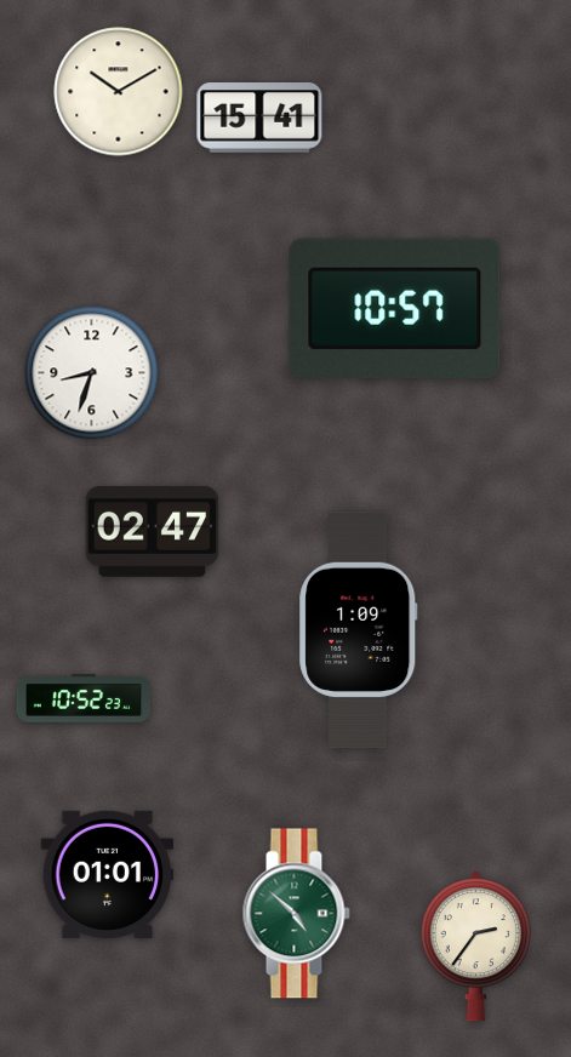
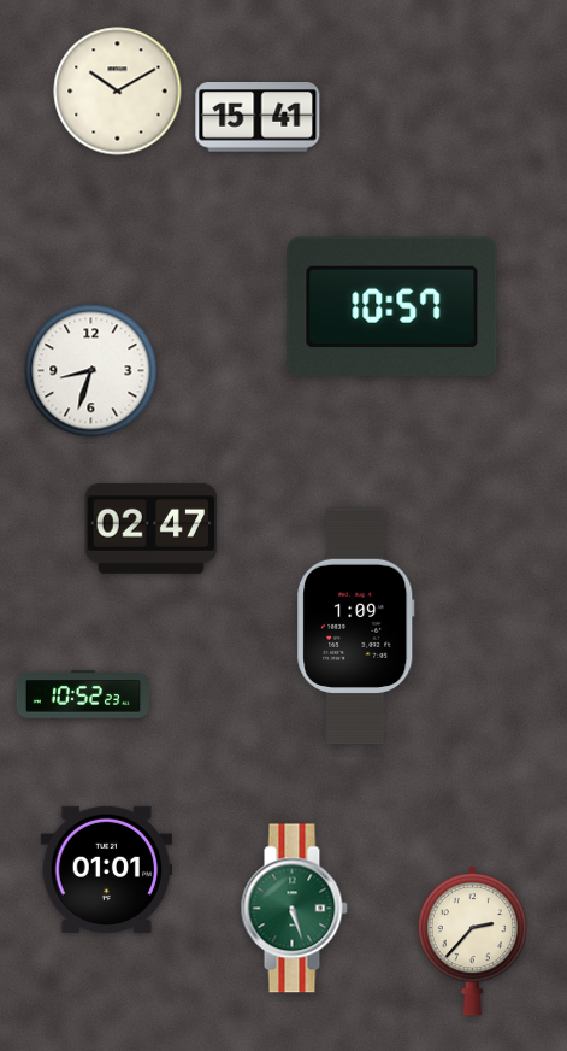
clock at (296, 914): 4:52 -> 5:27
clock at (475, 947): 2:36 -> 2:37
